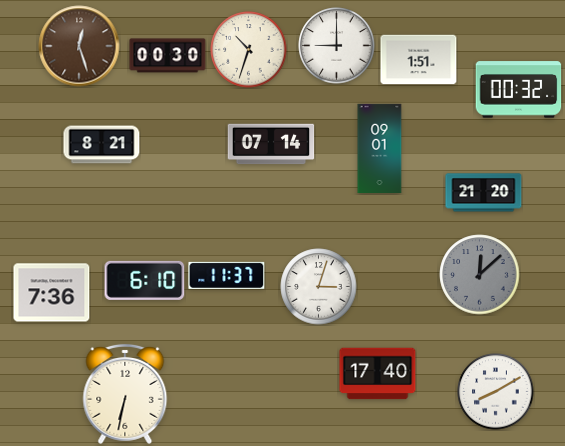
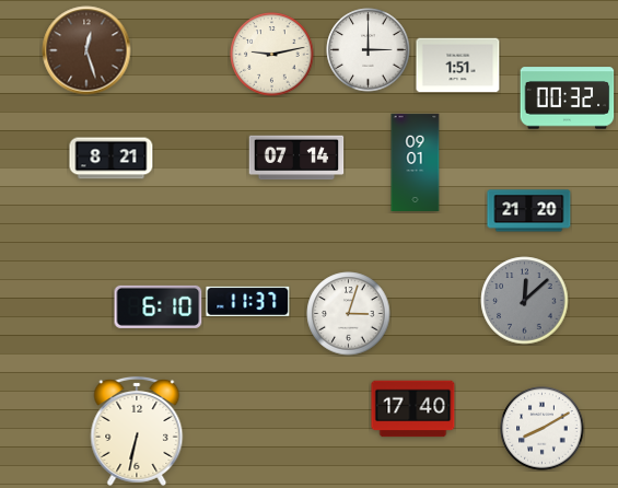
clock at (337, 46): 9:00 -> 3:00
clock at (249, 50): 10:33 -> 9:13
clock at (168, 56): 00:30 -> none
clock at (52, 293): 7:36 -> none
